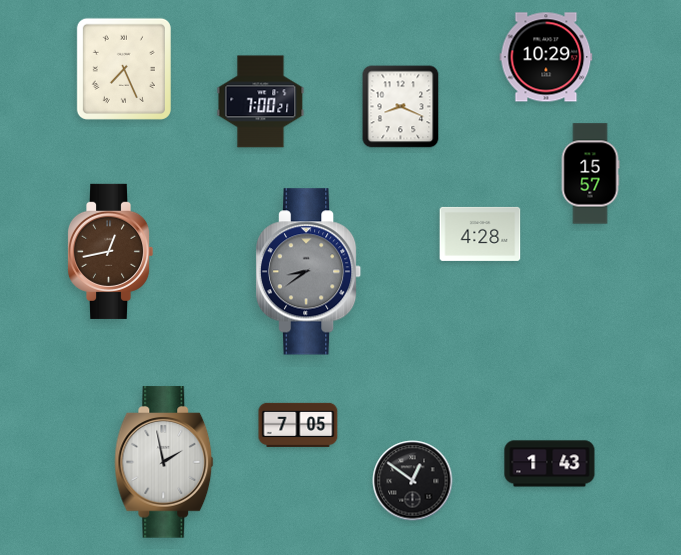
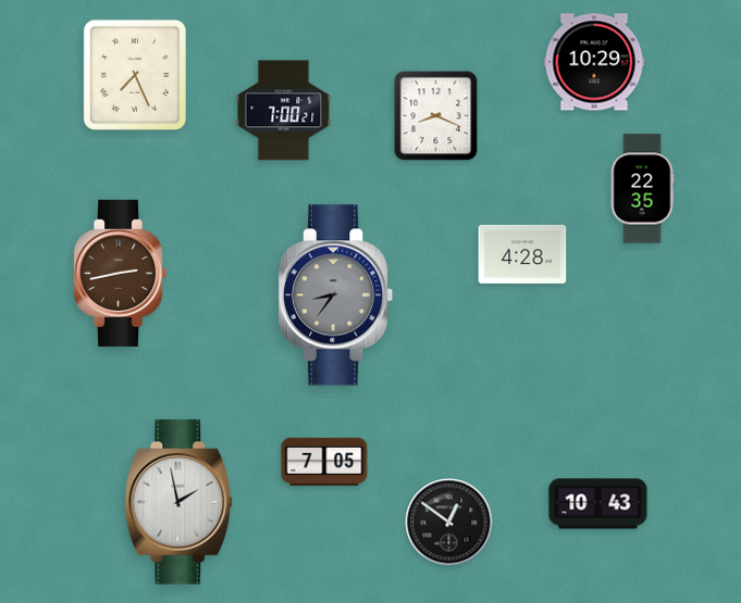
clock at (590, 174): 15:57 -> 22:35
clock at (110, 251): 12:43 -> 2:43
clock at (309, 272): 8:39 -> 8:36
clock at (550, 464): 1:43 -> 10:43
